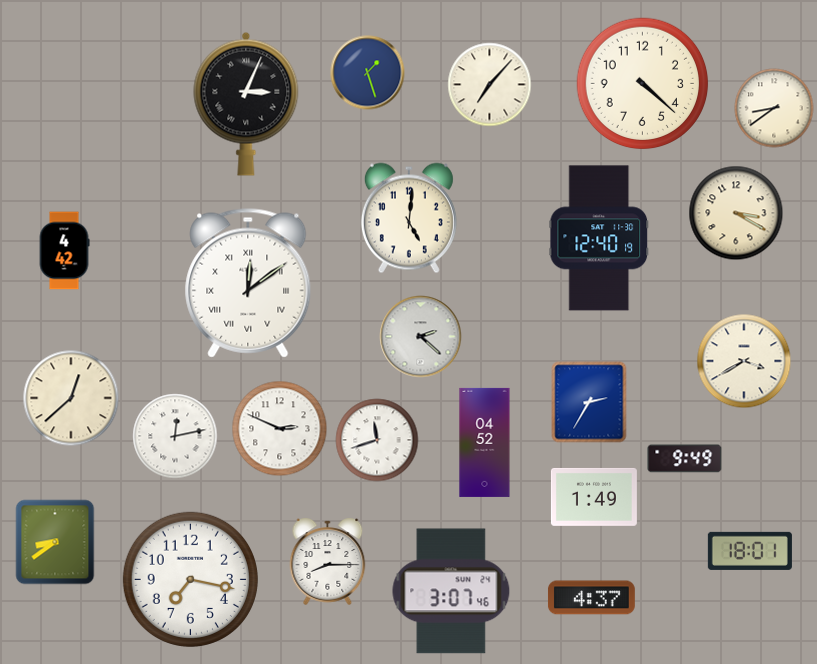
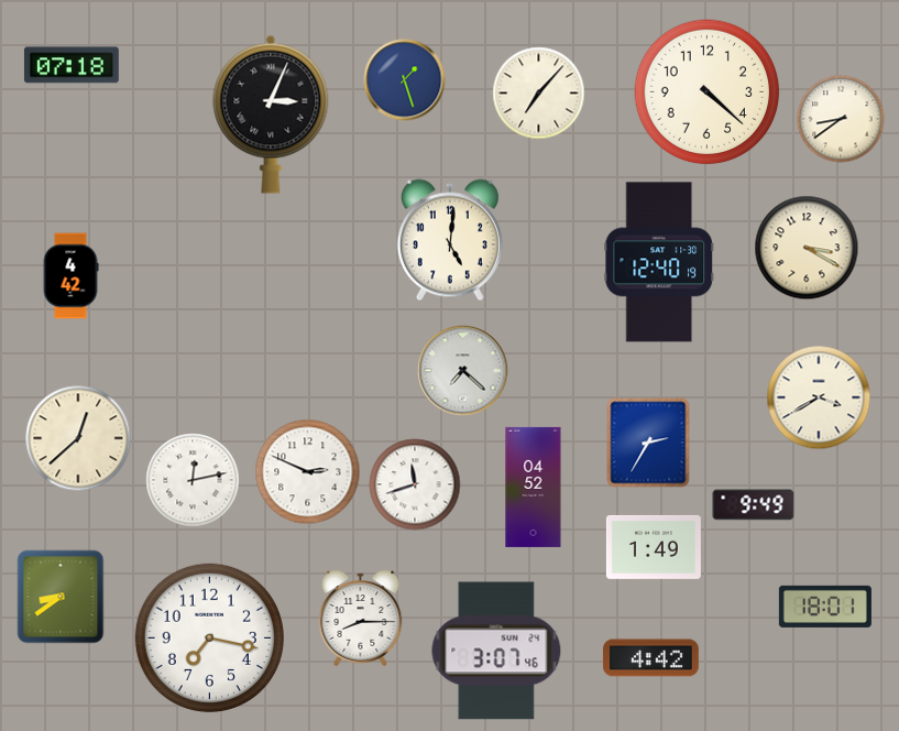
clock at (72, 65): none -> 07:18
clock at (774, 108) position: (774, 108) -> (841, 119)
clock at (736, 213) position: (736, 213) -> (807, 248)
clock at (248, 283): 12:09 -> none
clock at (421, 337): 2:22 -> 7:22
clock at (591, 598): 4:37 -> 4:42
